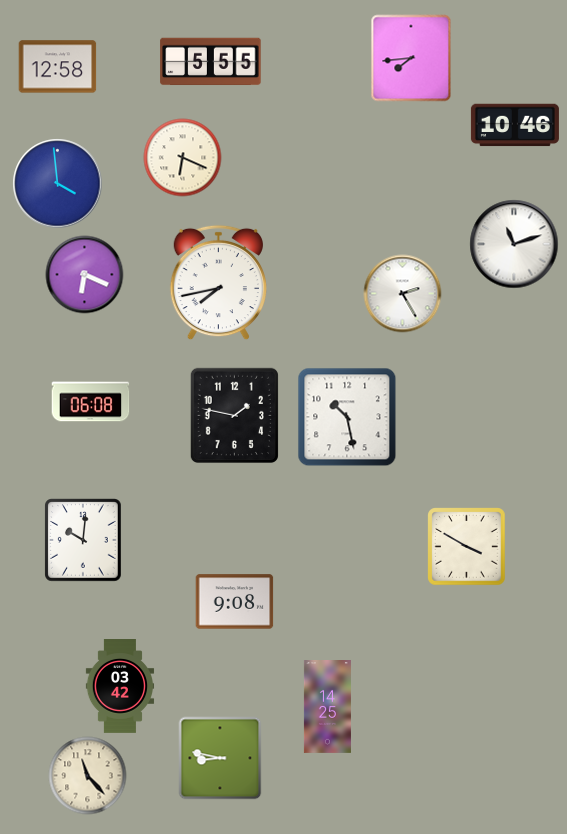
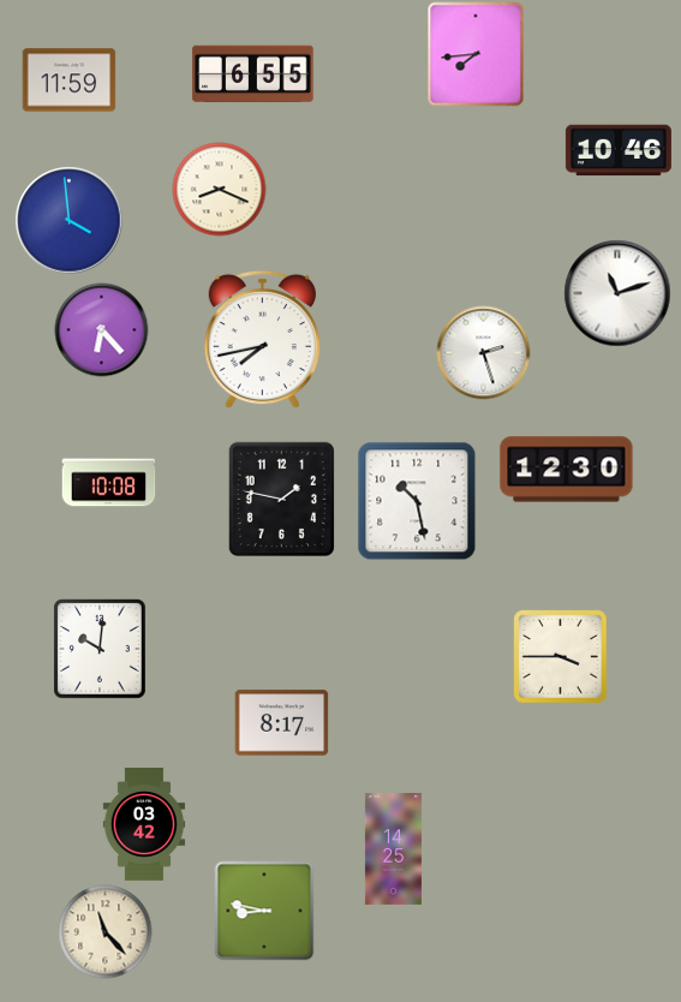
clock at (411, 58) position: (411, 58) -> (476, 54)
clock at (211, 62): 5:55 -> 6:55
clock at (57, 67): 12:58 -> 11:59
clock at (182, 157): 6:19 -> 8:19
clock at (84, 274): 6:19 -> 6:23
clock at (402, 293): 2:25 -> 2:27
clock at (567, 470): none -> 12:30
clock at (90, 402): 06:08 -> 10:08
clock at (466, 546): 3:50 -> 3:45
clock at (234, 602): 9:08 -> 8:17
